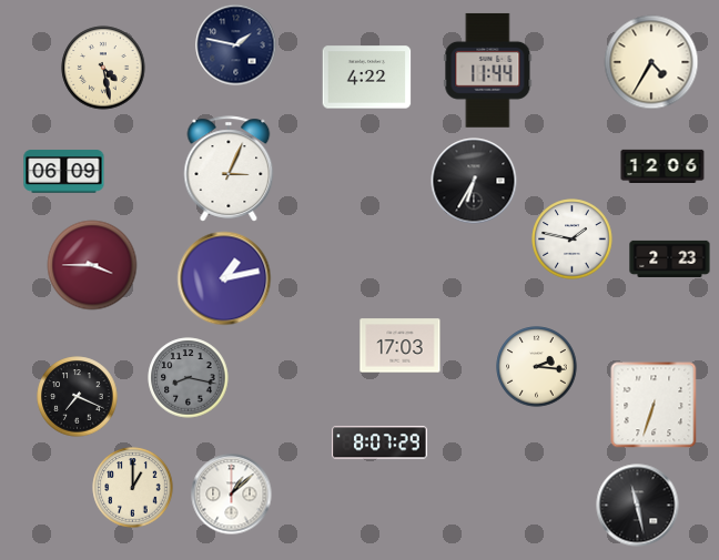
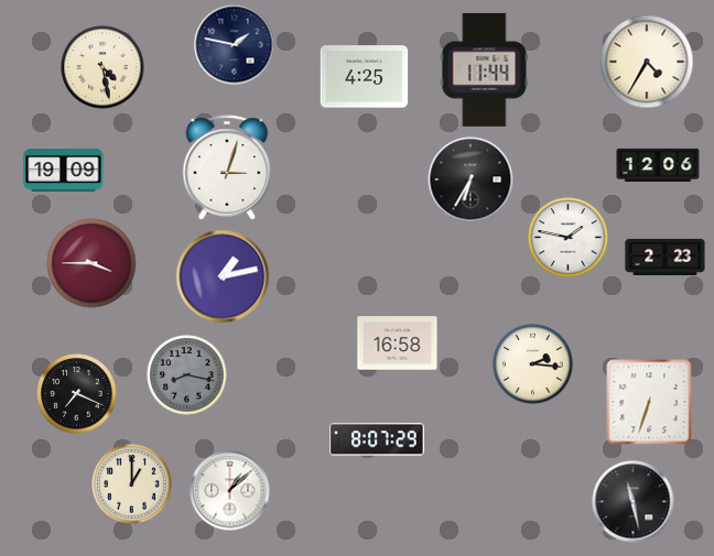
clock at (367, 78): 4:22 -> 4:25
clock at (229, 169): 3:04 -> 3:03
clock at (64, 172): 06:09 -> 19:09
clock at (401, 346): 17:03 -> 16:58
